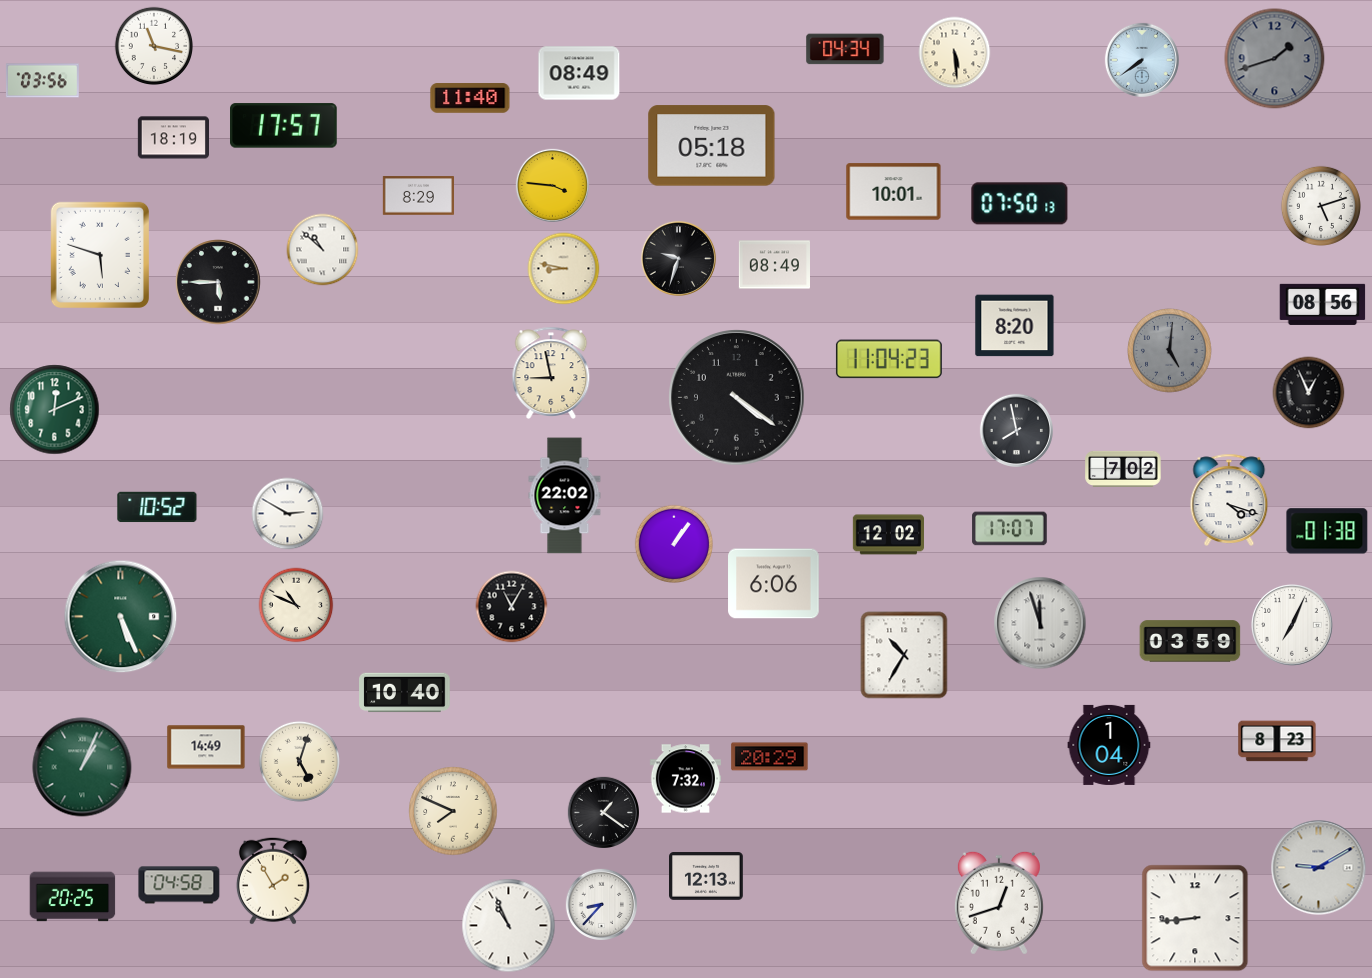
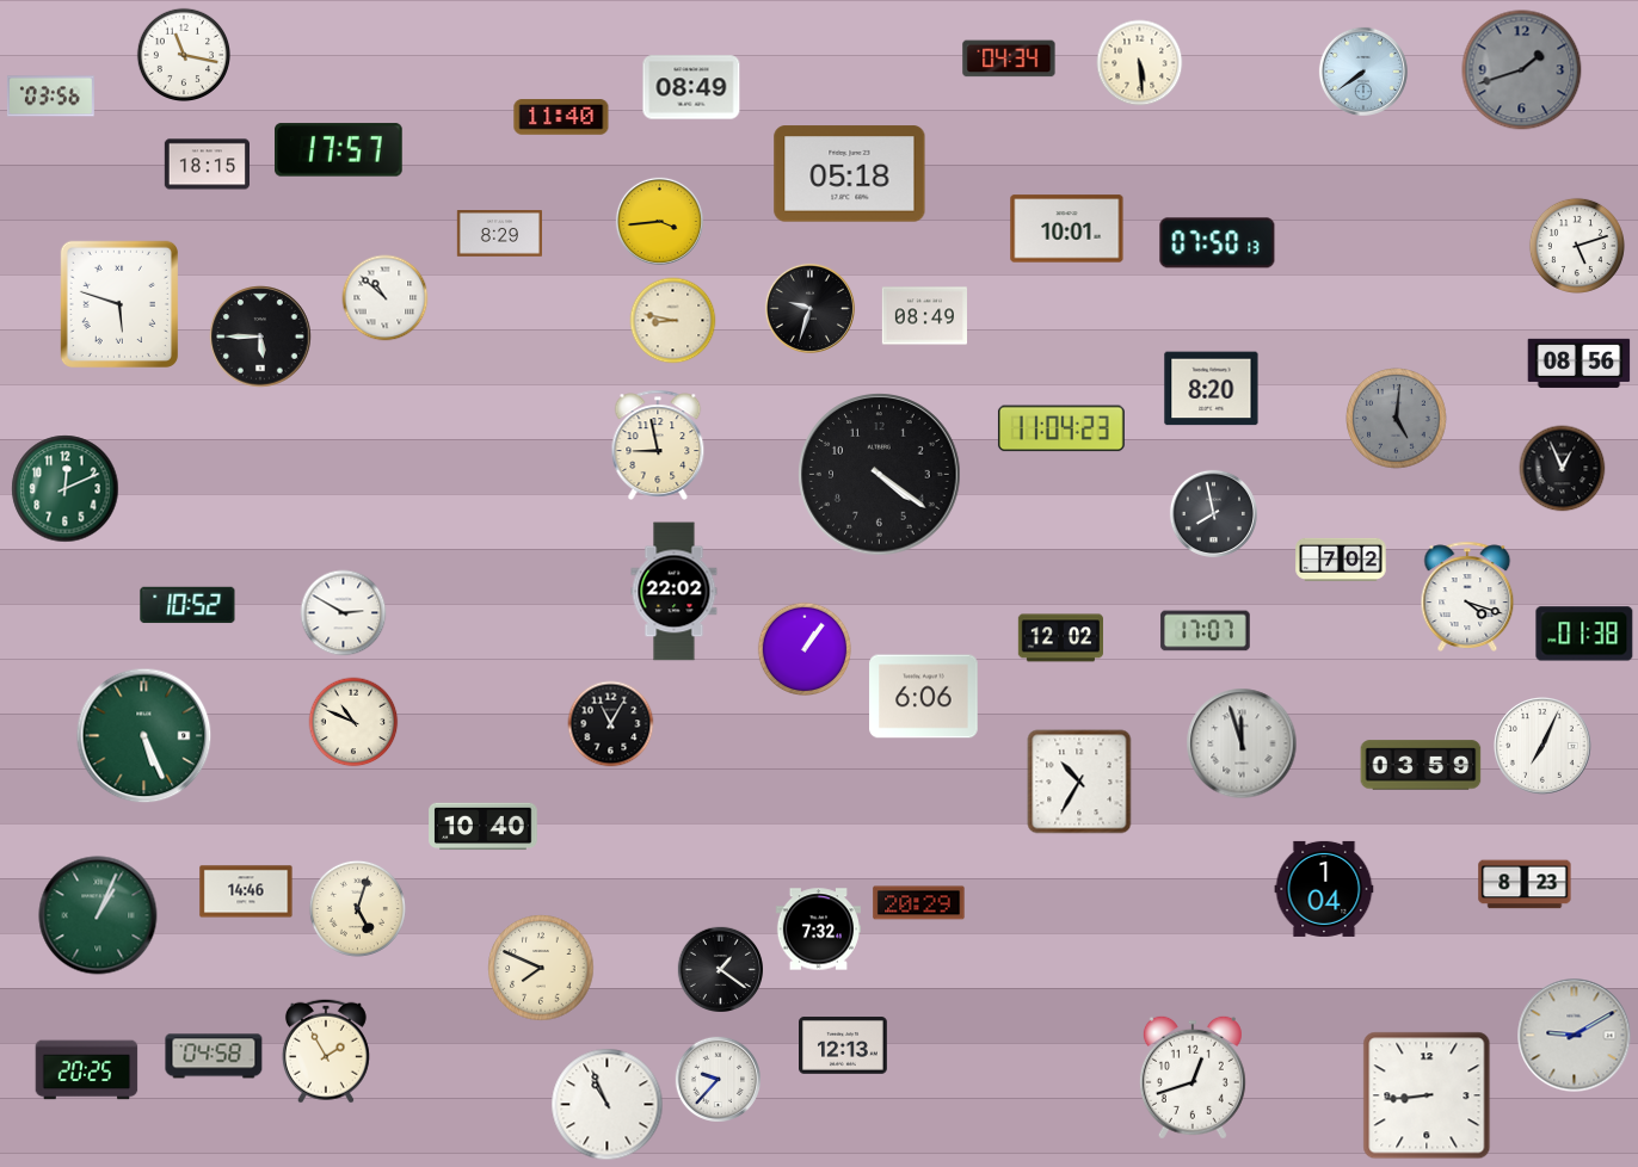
clock at (173, 138): 18:19 -> 18:15
clock at (552, 185): 3:46 -> 3:44
clock at (206, 747): 14:49 -> 14:46
clock at (601, 904): 8:37 -> 9:37
